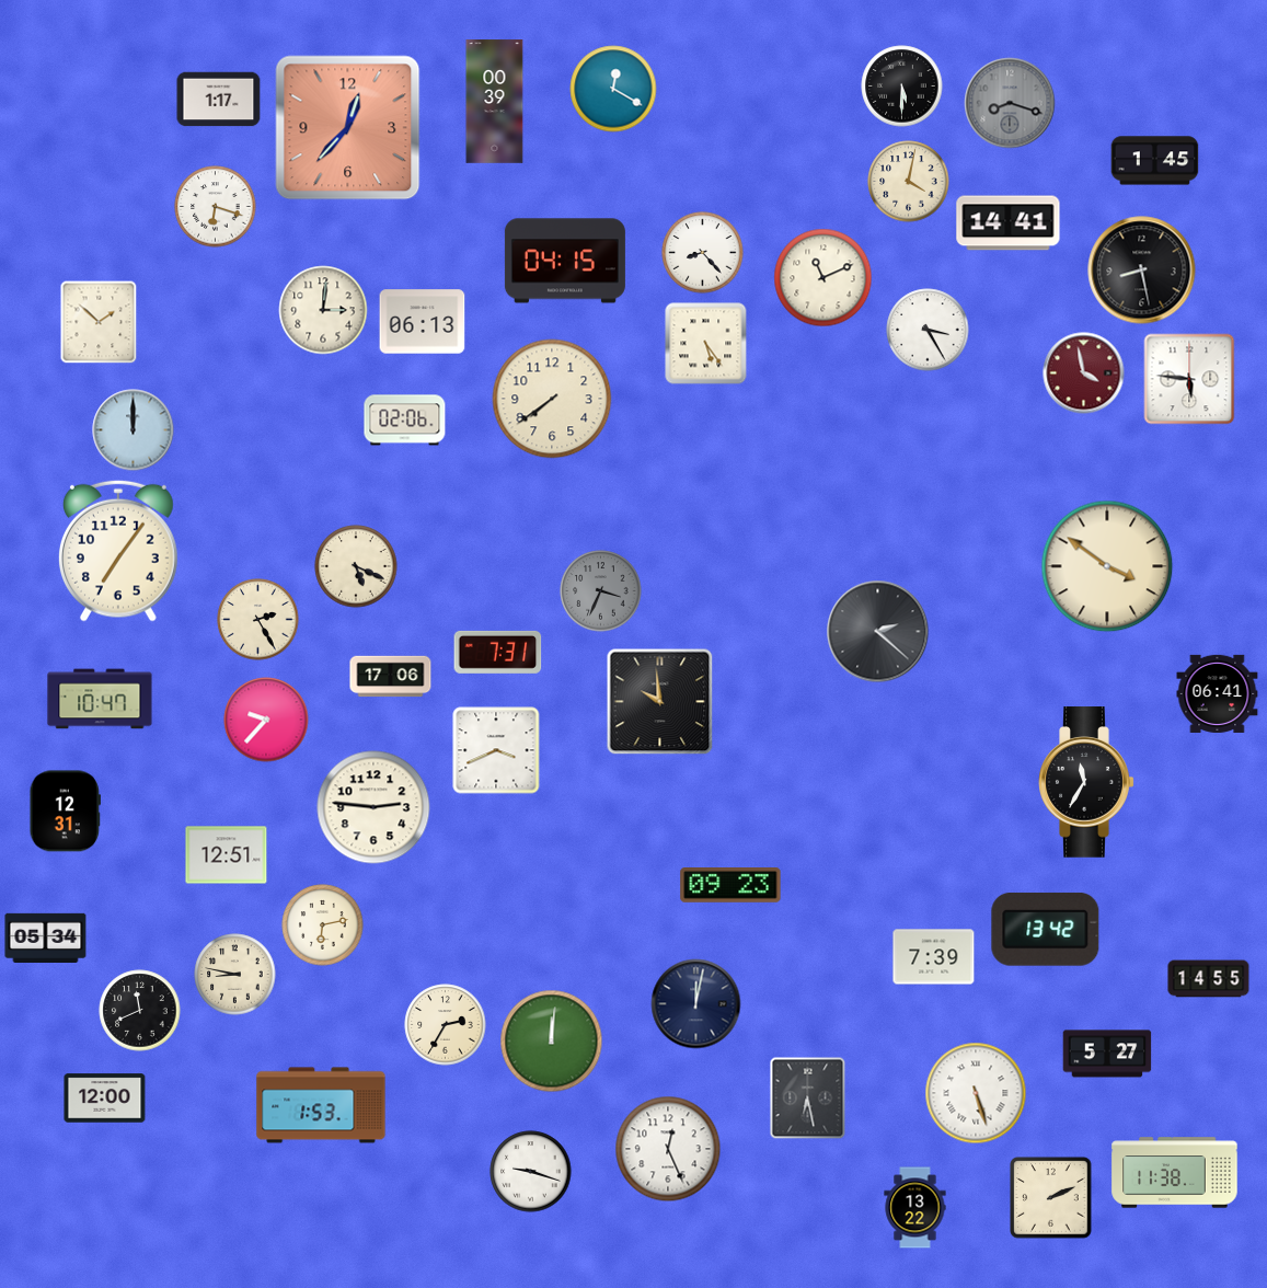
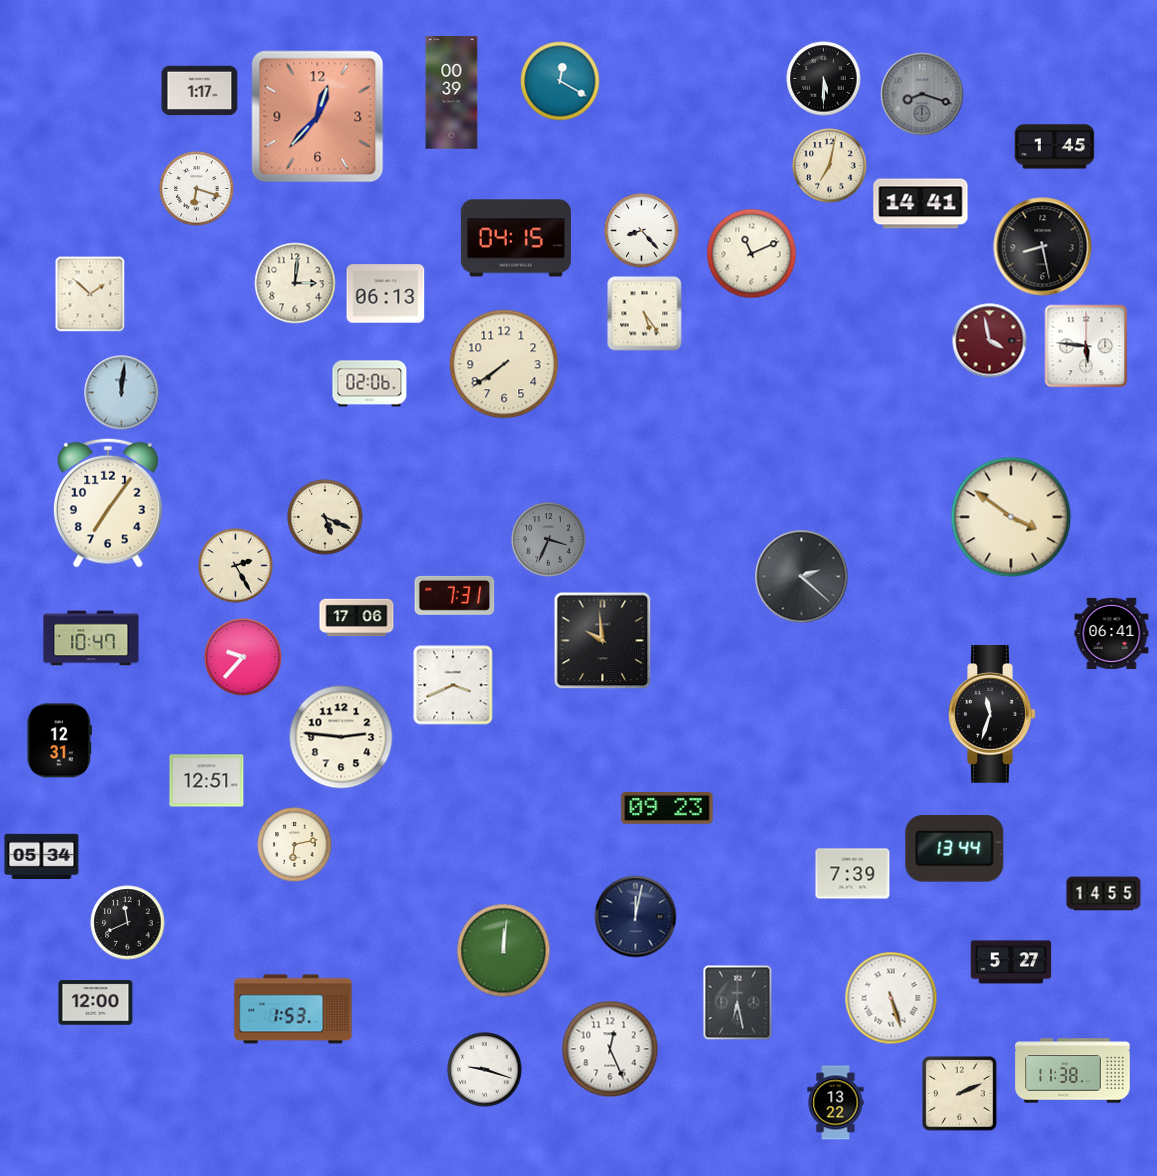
clock at (909, 182): 4:02 -> 7:02
clock at (928, 330): 3:25 -> none
clock at (134, 430): 12:00 -> 12:01
clock at (1086, 782): 11:35 -> 11:33
clock at (1046, 929): 13:42 -> 13:44
clock at (235, 975): 8:47 -> none
clock at (446, 1025): 2:35 -> none
